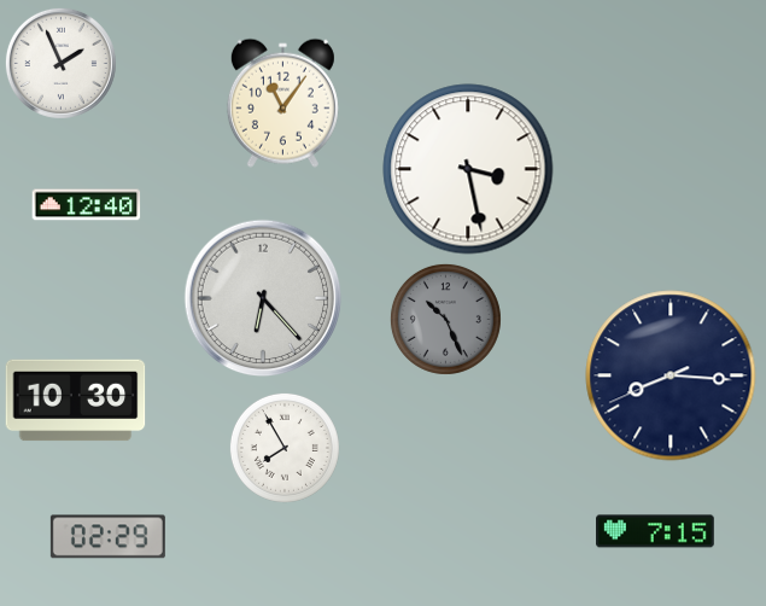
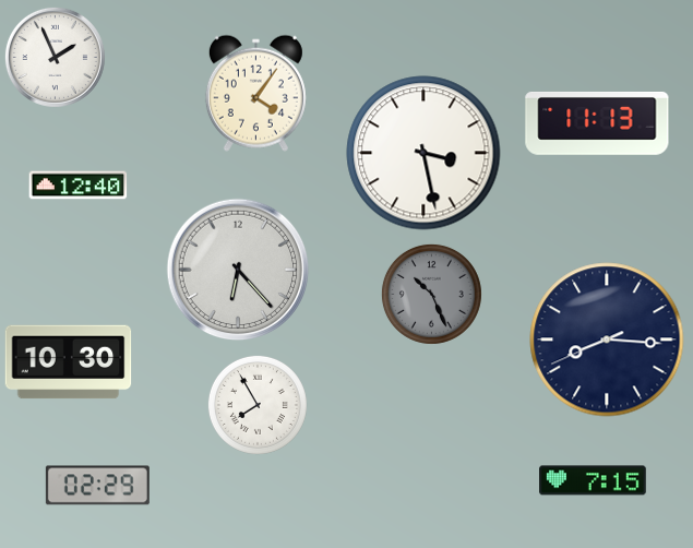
clock at (282, 103): 11:06 -> 4:06
clock at (597, 123): none -> 11:13
clock at (445, 319) position: (445, 319) -> (431, 294)
